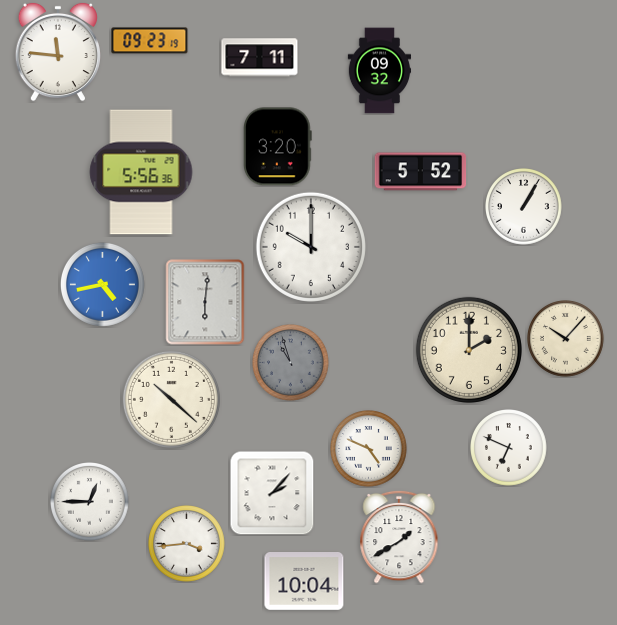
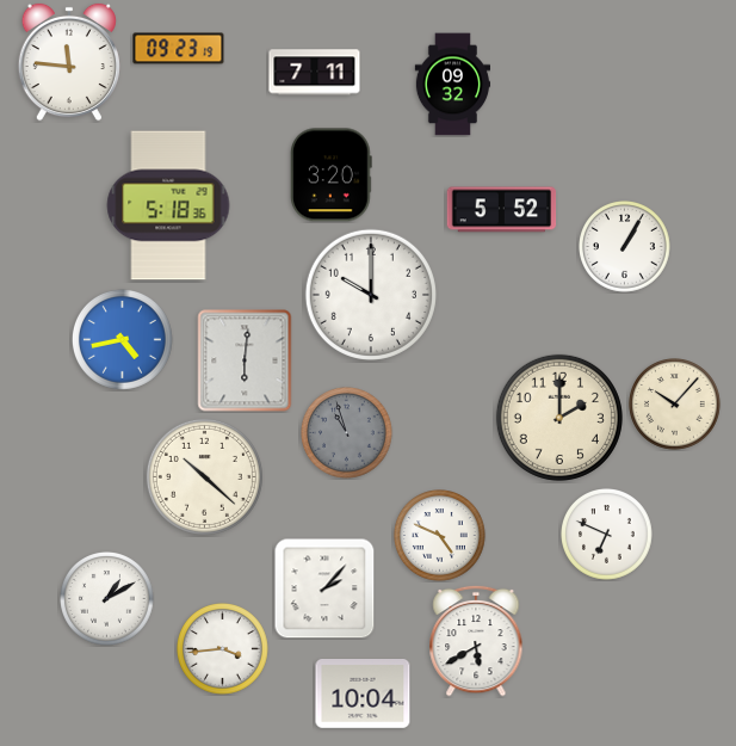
clock at (260, 58) position: (260, 58) -> (315, 73)
clock at (141, 172): 5:56 -> 5:18
clock at (421, 172) position: (421, 172) -> (502, 210)
clock at (90, 502): 12:45 -> 1:10
clock at (399, 537): 1:40 -> 5:40
